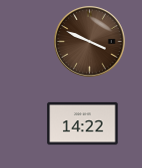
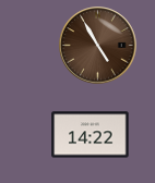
clock at (90, 42): 3:49 -> 4:55
